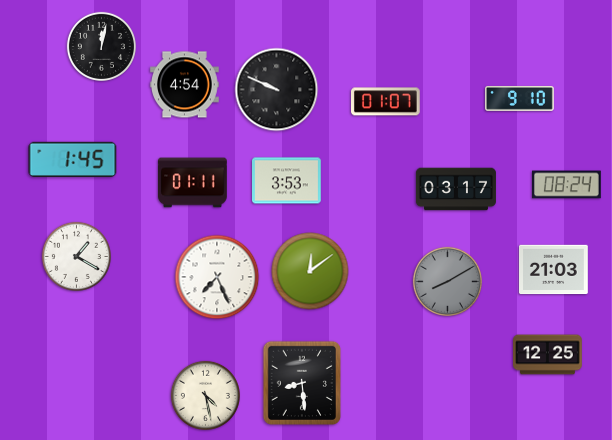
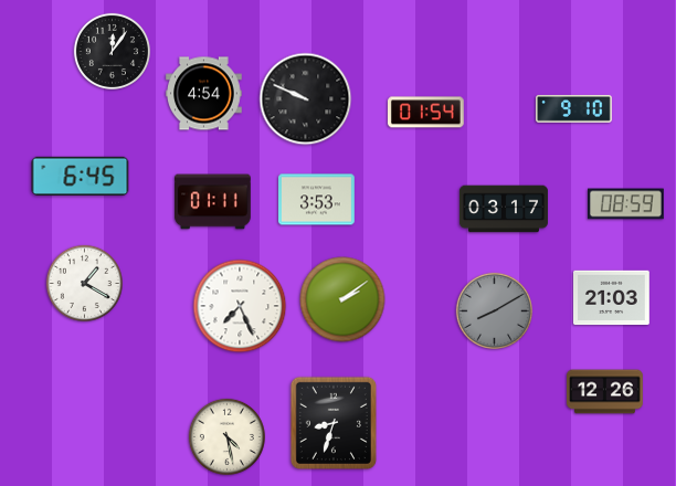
clock at (101, 46): 12:02 -> 12:06
clock at (386, 102): 01:07 -> 01:54
clock at (73, 159): 1:45 -> 6:45
clock at (567, 185): 08:24 -> 08:59
clock at (310, 271): 12:09 -> 2:09
clock at (548, 355): 12:25 -> 12:26
clock at (302, 383): 8:29 -> 8:33
